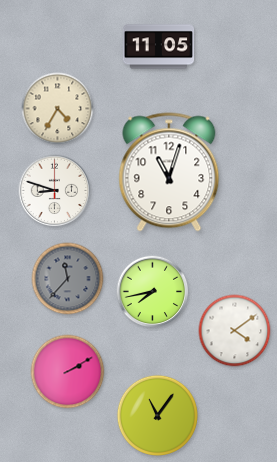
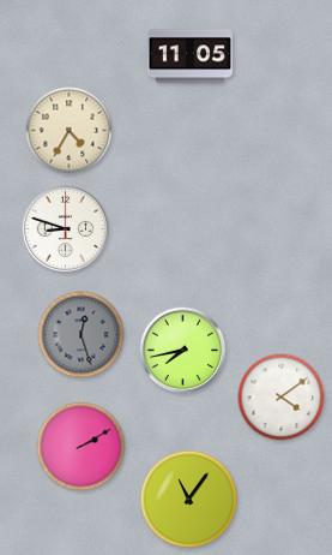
clock at (169, 172): 11:03 -> none
clock at (68, 279): 11:37 -> 12:27
